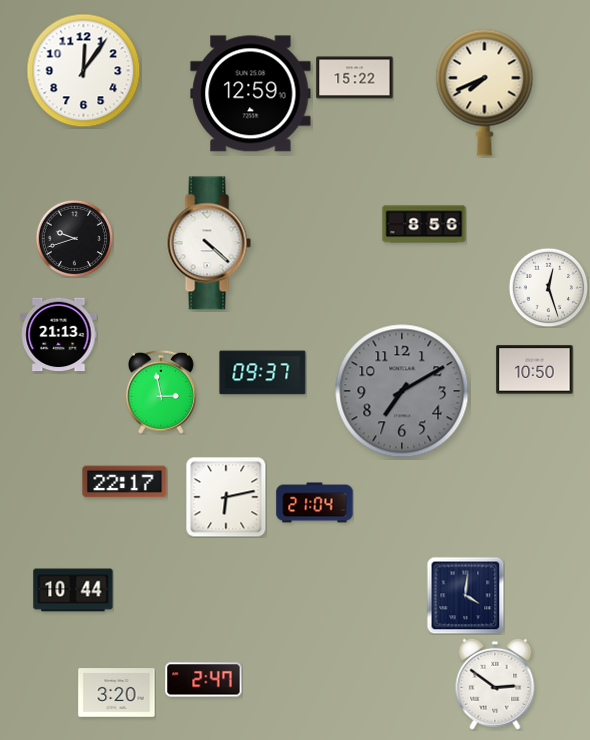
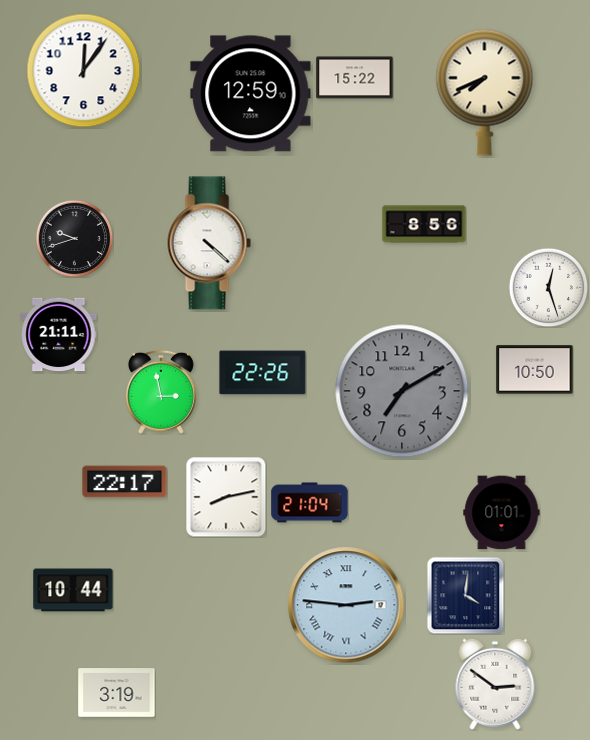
clock at (59, 335): 21:13 -> 21:11
clock at (263, 373): 09:37 -> 22:26
clock at (226, 497): 6:13 -> 8:13
clock at (315, 503) position: (315, 503) -> (310, 503)
clock at (502, 513): none -> 01:01
clock at (346, 605): none -> 2:46
clock at (204, 680): 2:47 -> none
clock at (117, 693): 3:20 -> 3:19
